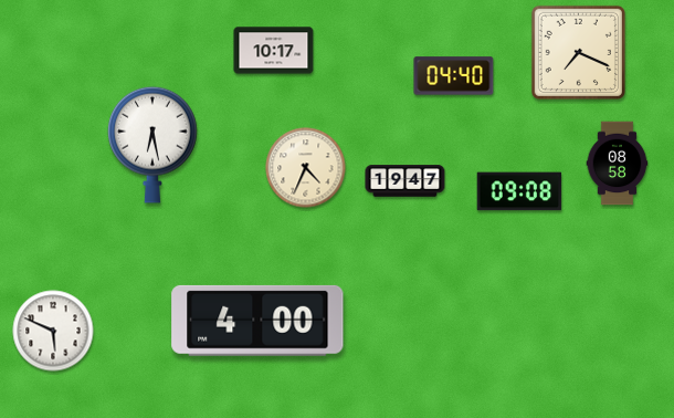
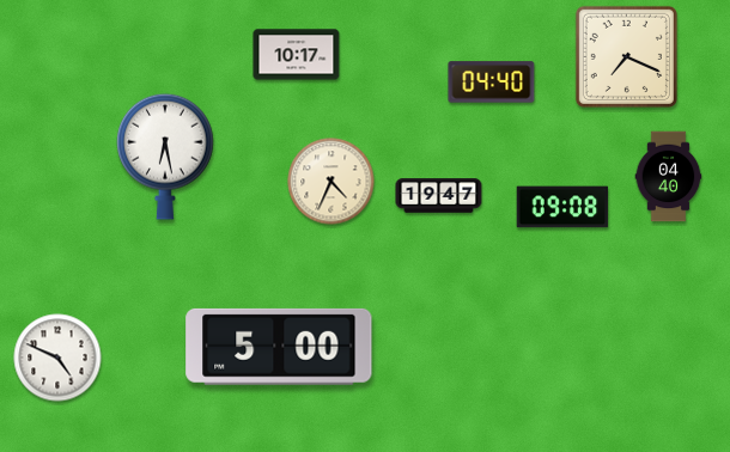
clock at (618, 164): 08:58 -> 04:40
clock at (257, 321): 4:00 -> 5:00
clock at (53, 331): 5:49 -> 4:49
